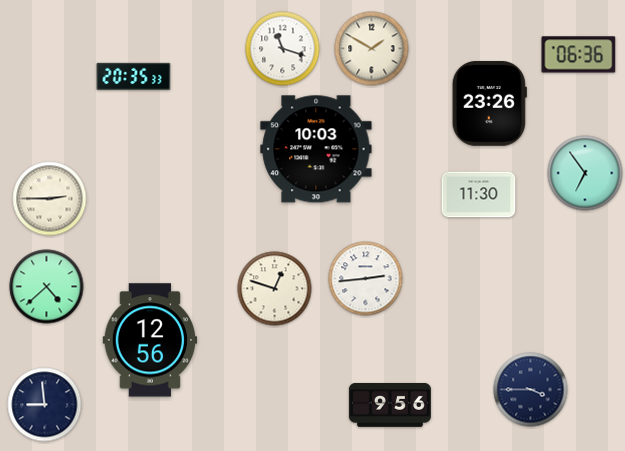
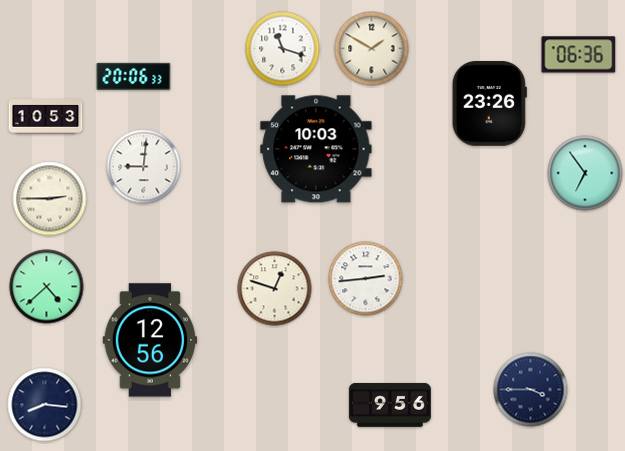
clock at (134, 76): 20:35 -> 20:06
clock at (46, 117): none -> 10:53
clock at (144, 167): none -> 9:01
clock at (479, 195): 11:30 -> none
clock at (45, 405): 8:59 -> 8:16
